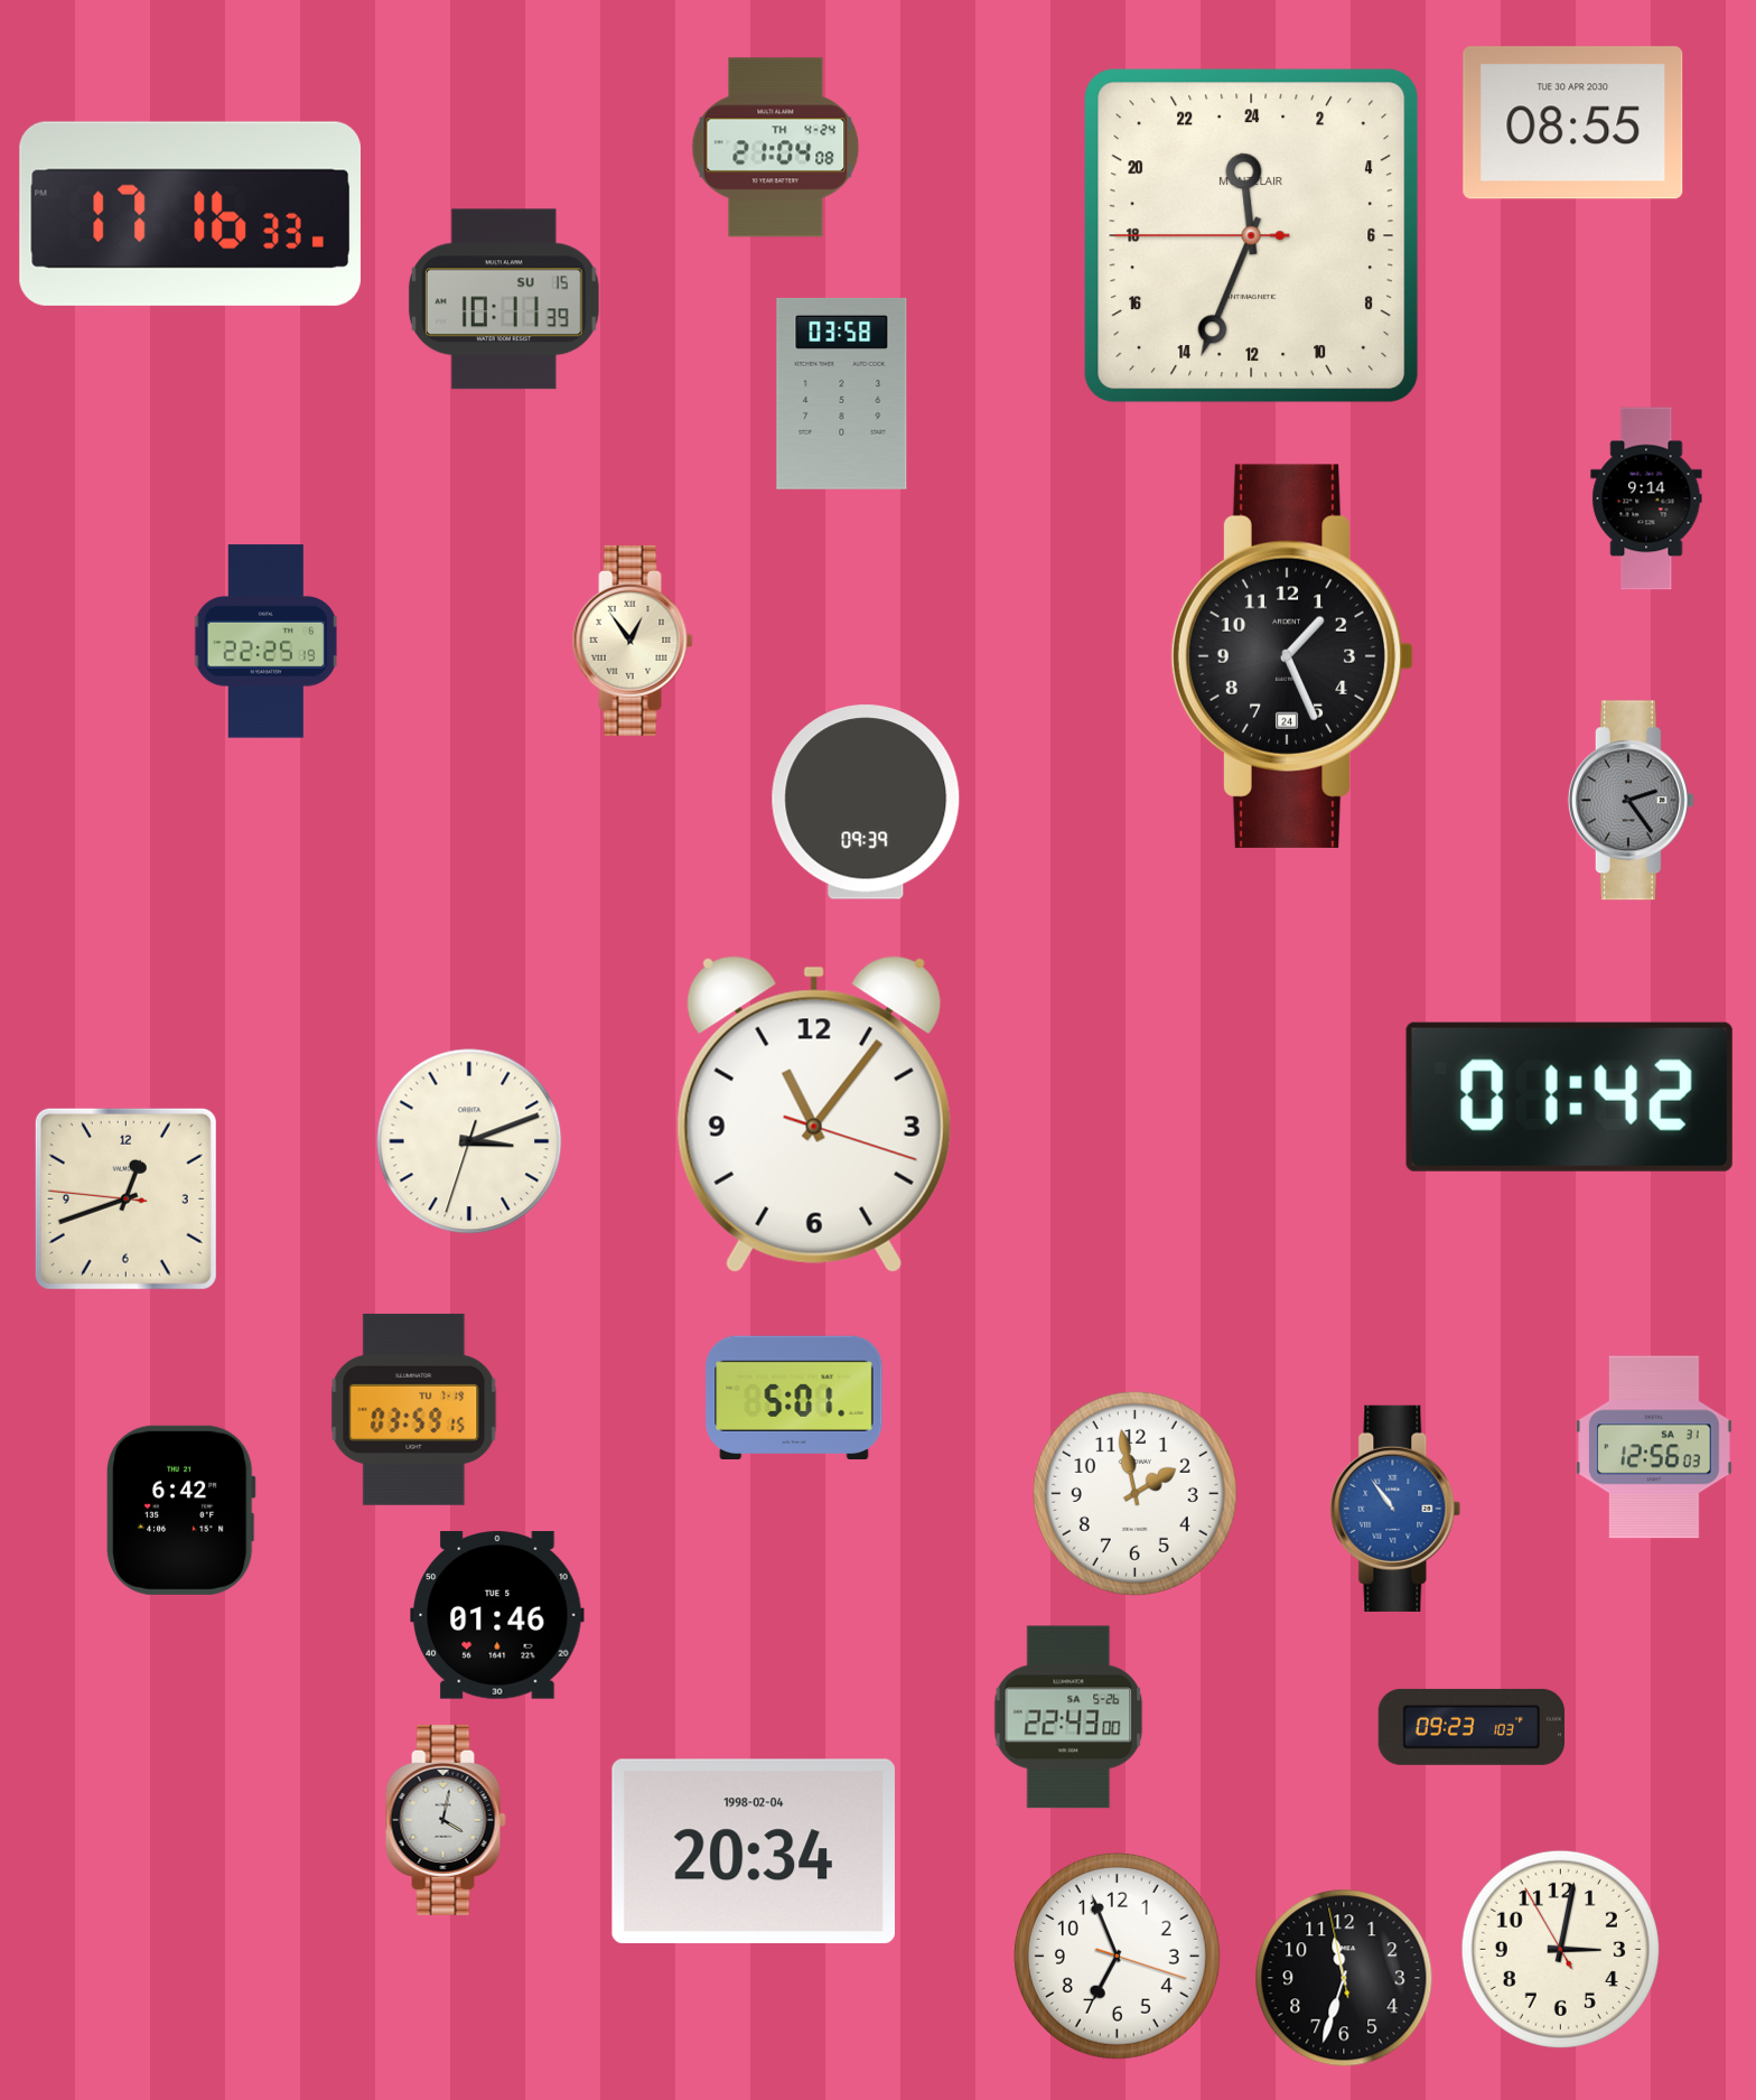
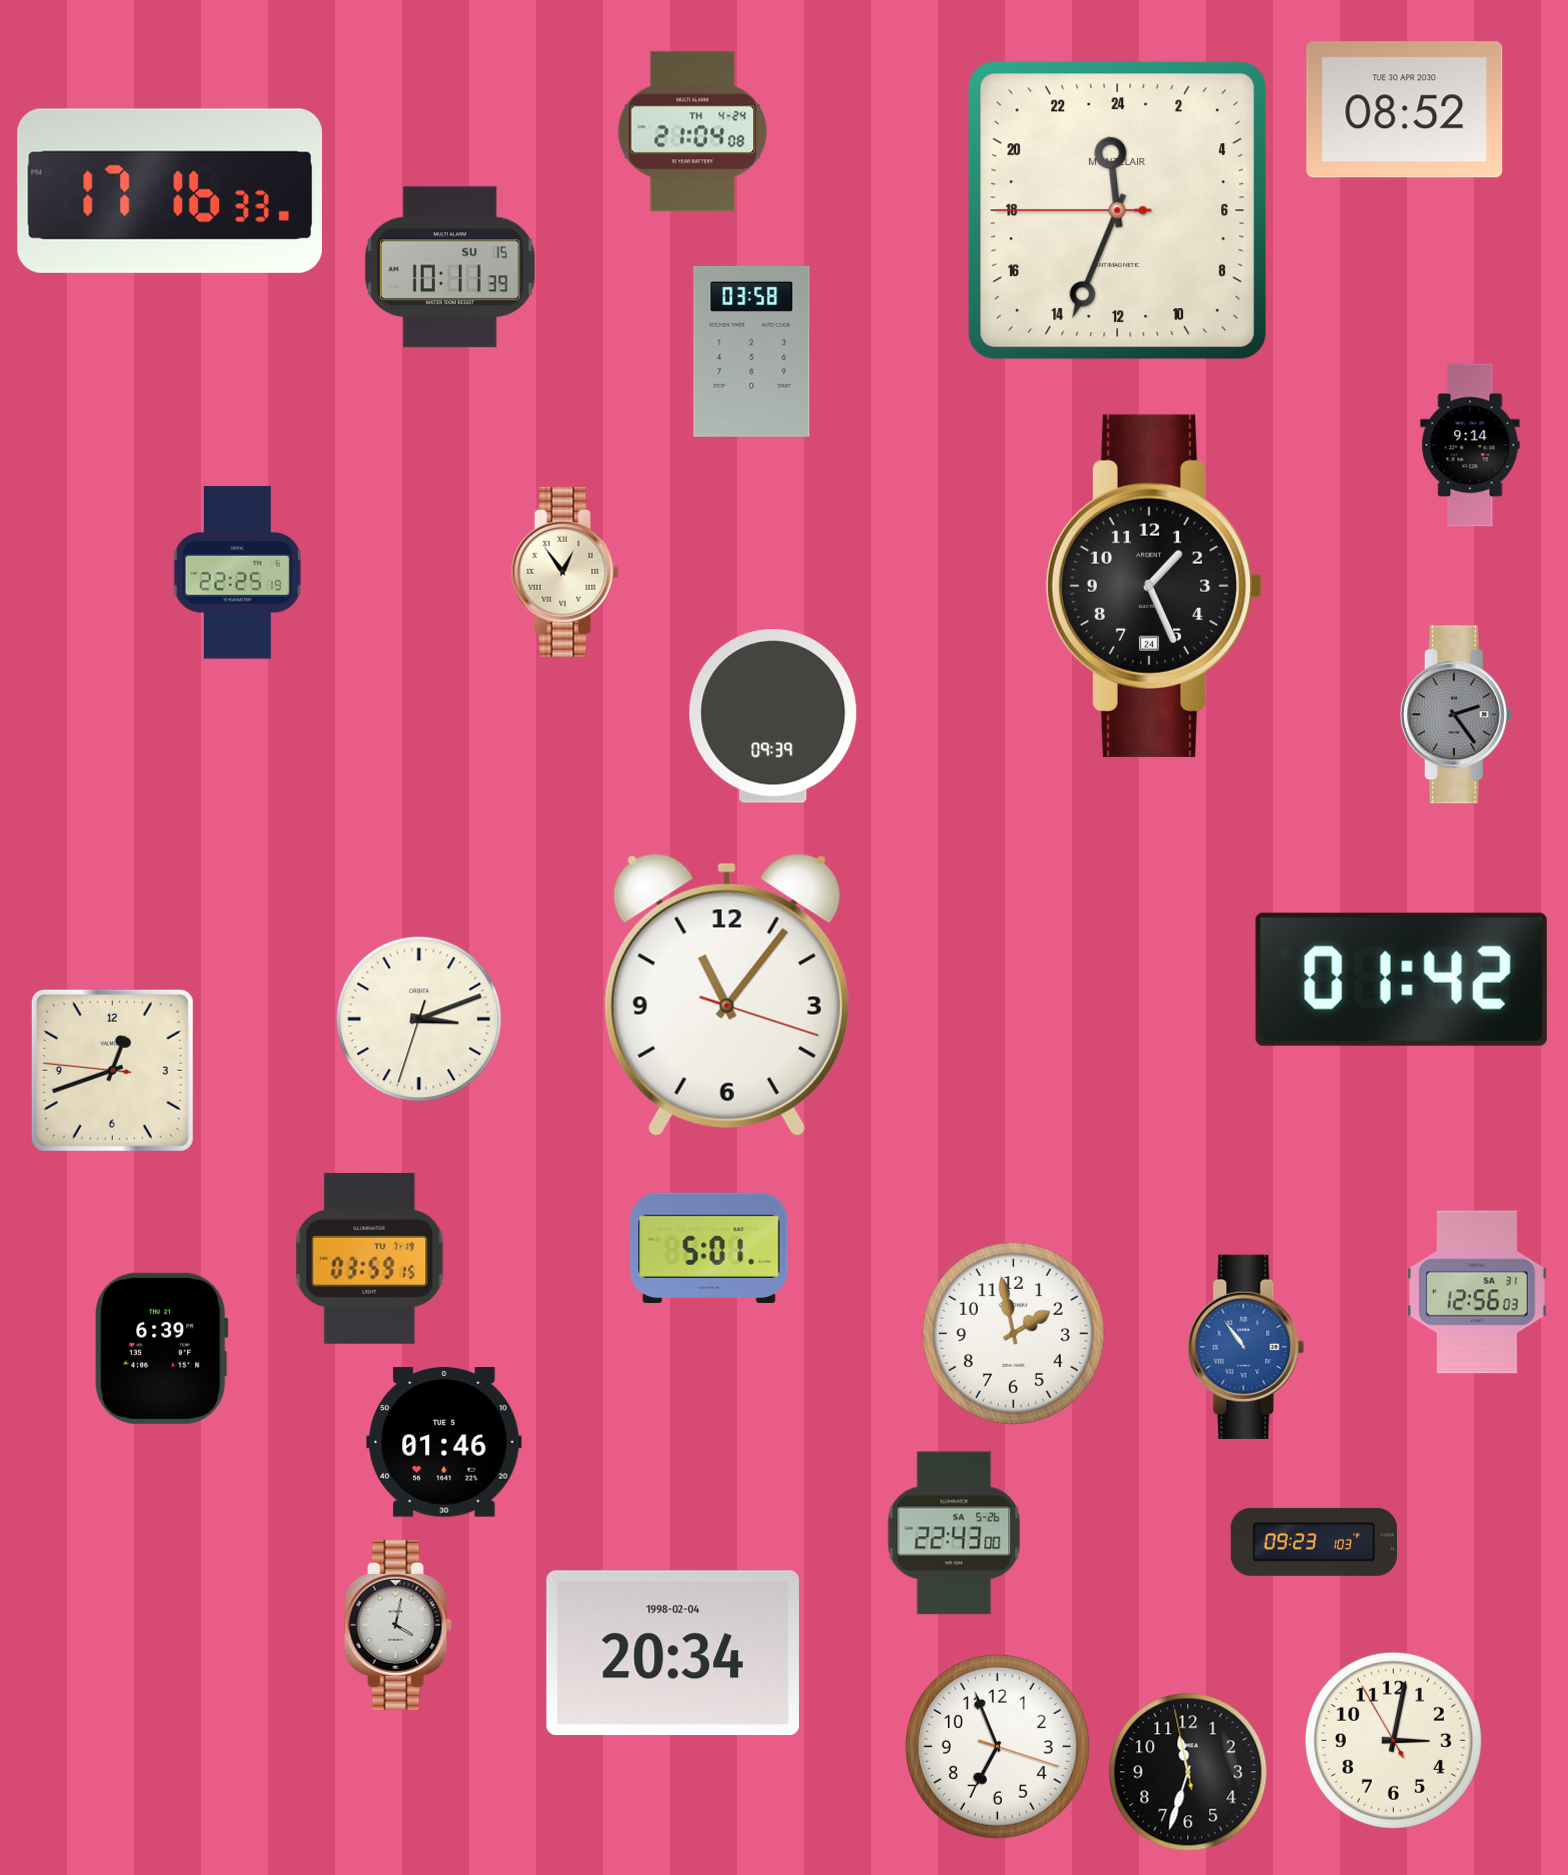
clock at (1573, 123): 08:55 -> 08:52
clock at (181, 1510): 6:42 -> 6:39
clock at (1344, 1978) position: (1344, 1978) -> (1188, 1772)
